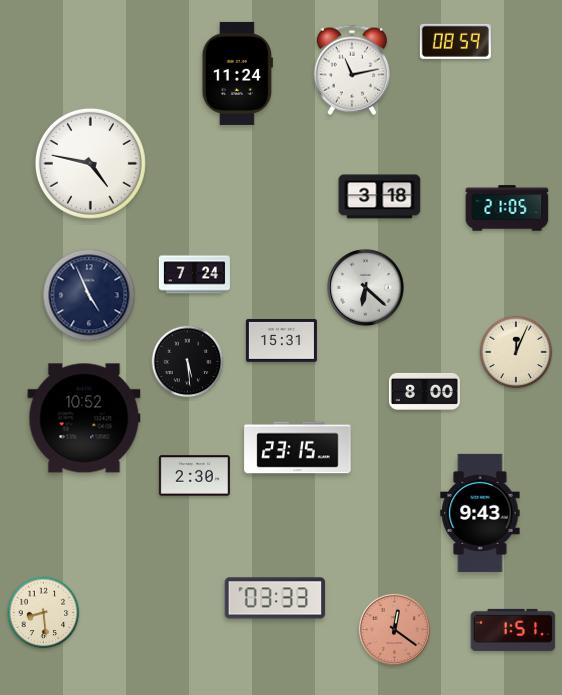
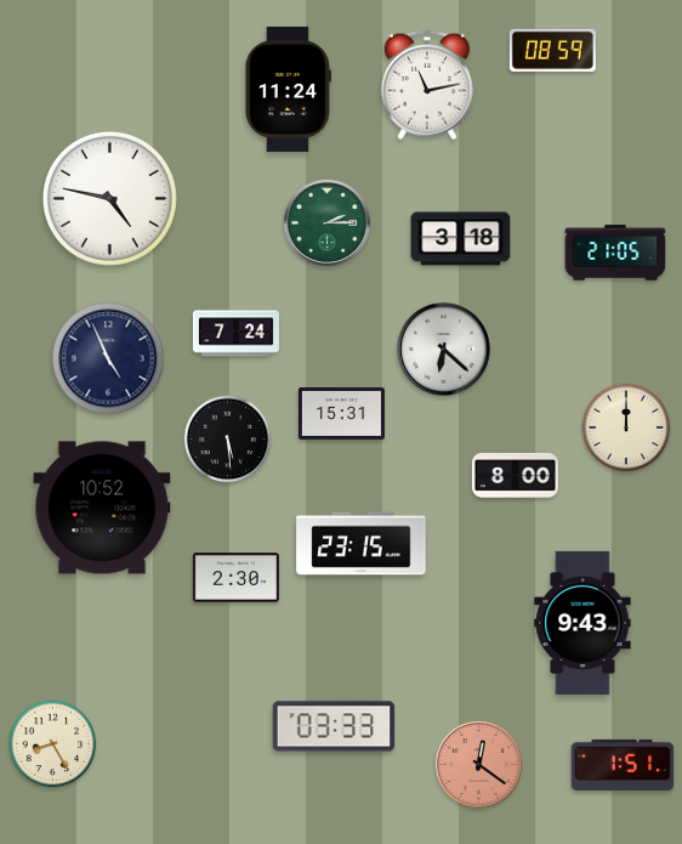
clock at (326, 222): none -> 2:15
clock at (516, 352): 12:04 -> 12:00
clock at (44, 613): 8:29 -> 8:25
